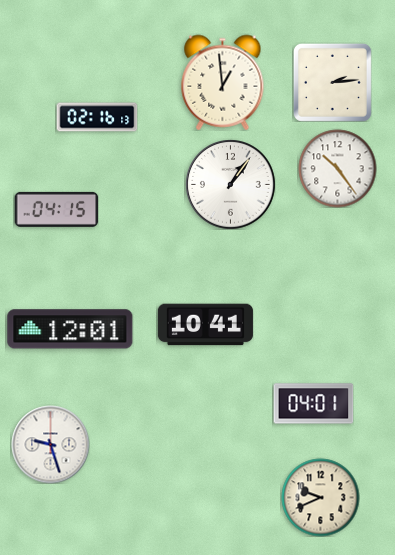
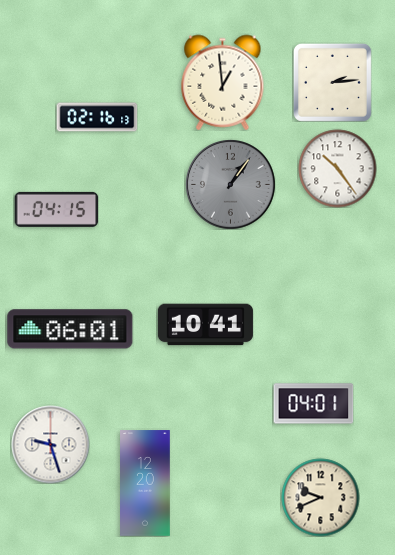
clock at (231, 185) dial: white -> grey
clock at (70, 329): 12:01 -> 06:01
clock at (145, 483): none -> 12:20
